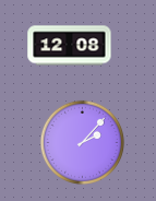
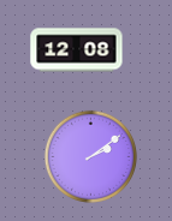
clock at (82, 142): 2:07 -> 2:09
